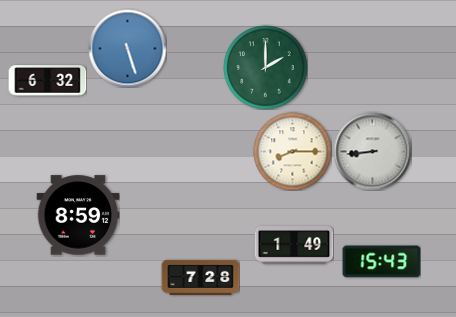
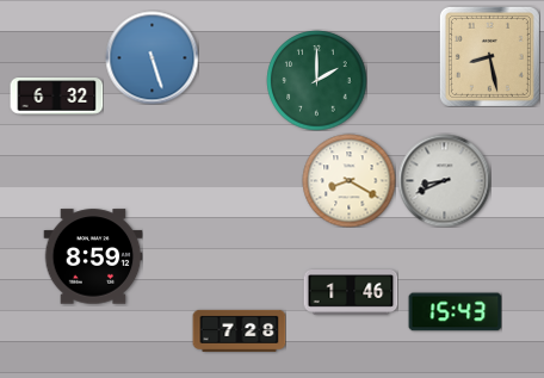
clock at (489, 56): none -> 8:28
clock at (292, 151): 8:15 -> 8:20
clock at (372, 151): 8:44 -> 8:41
clock at (294, 246): 1:49 -> 1:46
